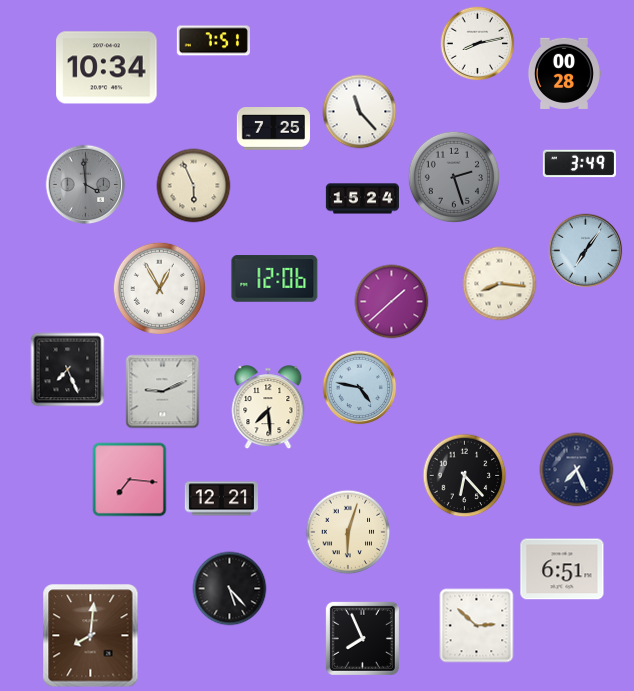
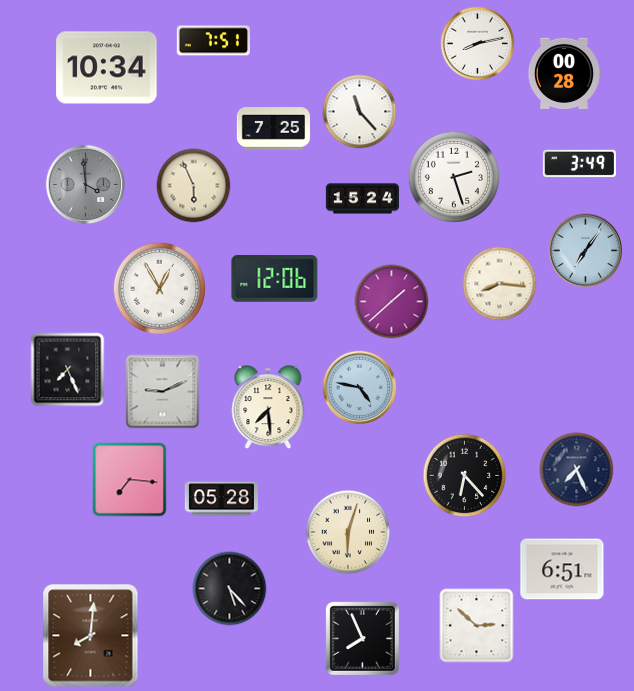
clock at (454, 177) dial: grey -> white
clock at (221, 499): 12:21 -> 05:28
